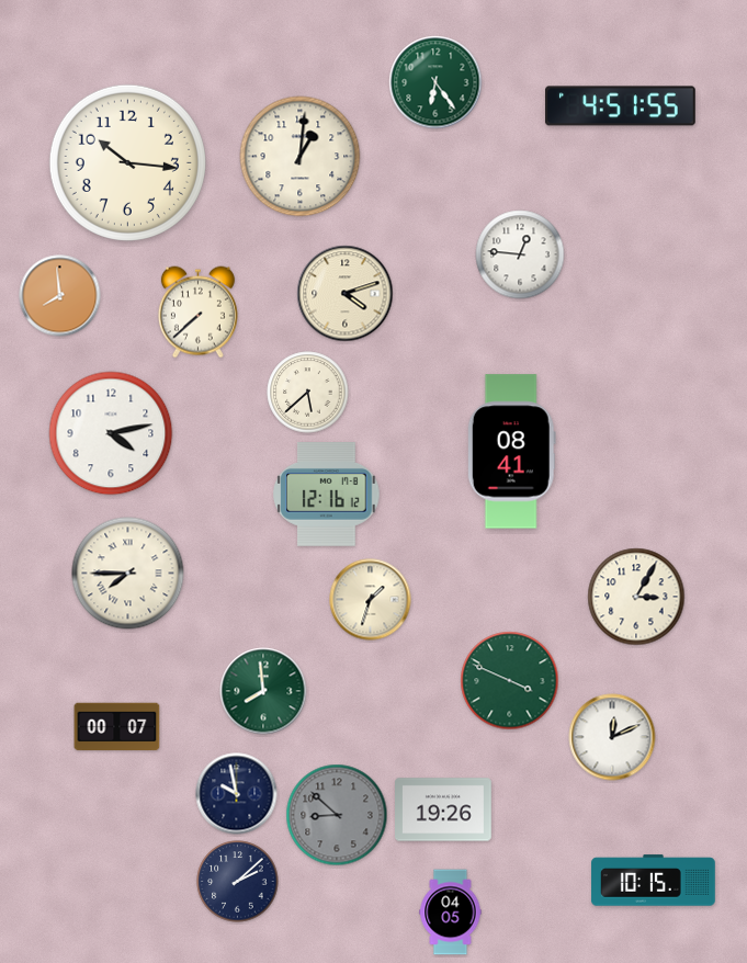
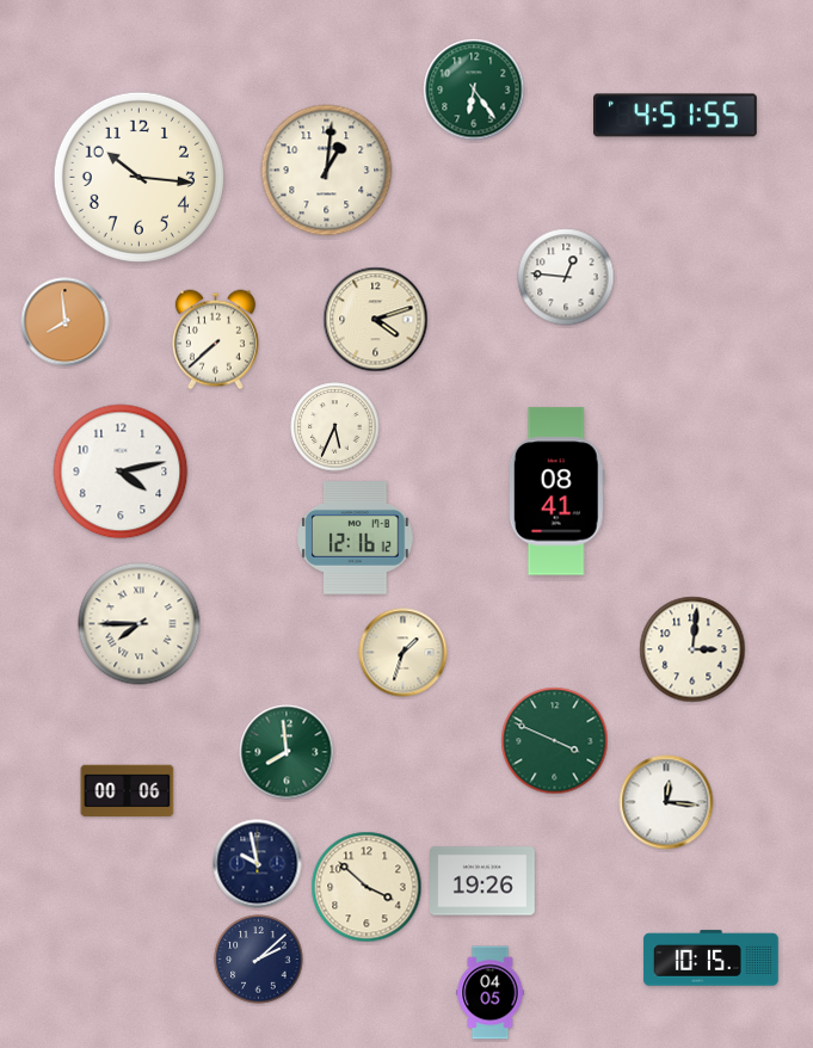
clock at (308, 393): 5:38 -> 5:34
clock at (636, 597): 3:05 -> 3:01
clock at (117, 727): 00:07 -> 00:06
clock at (612, 737): 12:11 -> 12:16
clock at (337, 815): 8:52 -> 3:52
clock at (337, 815) dial: grey -> cream
